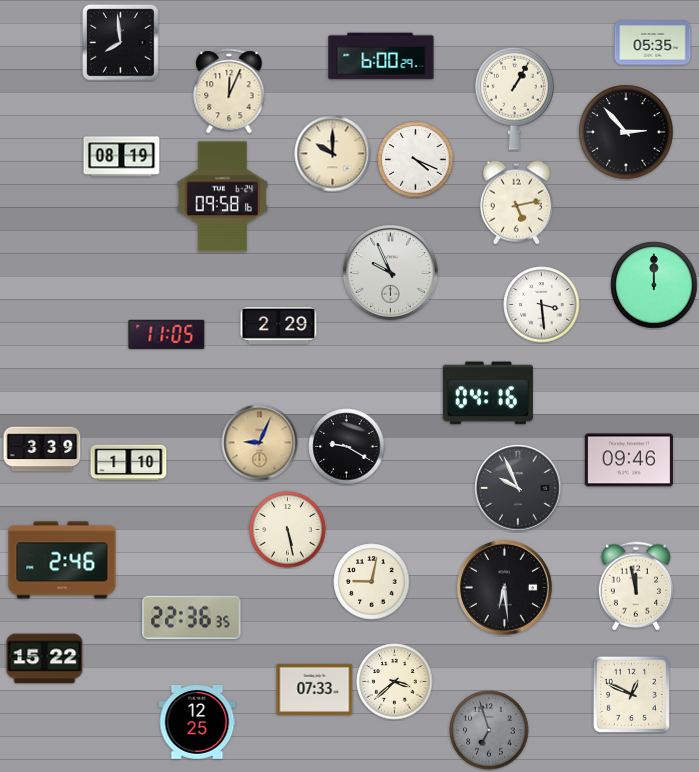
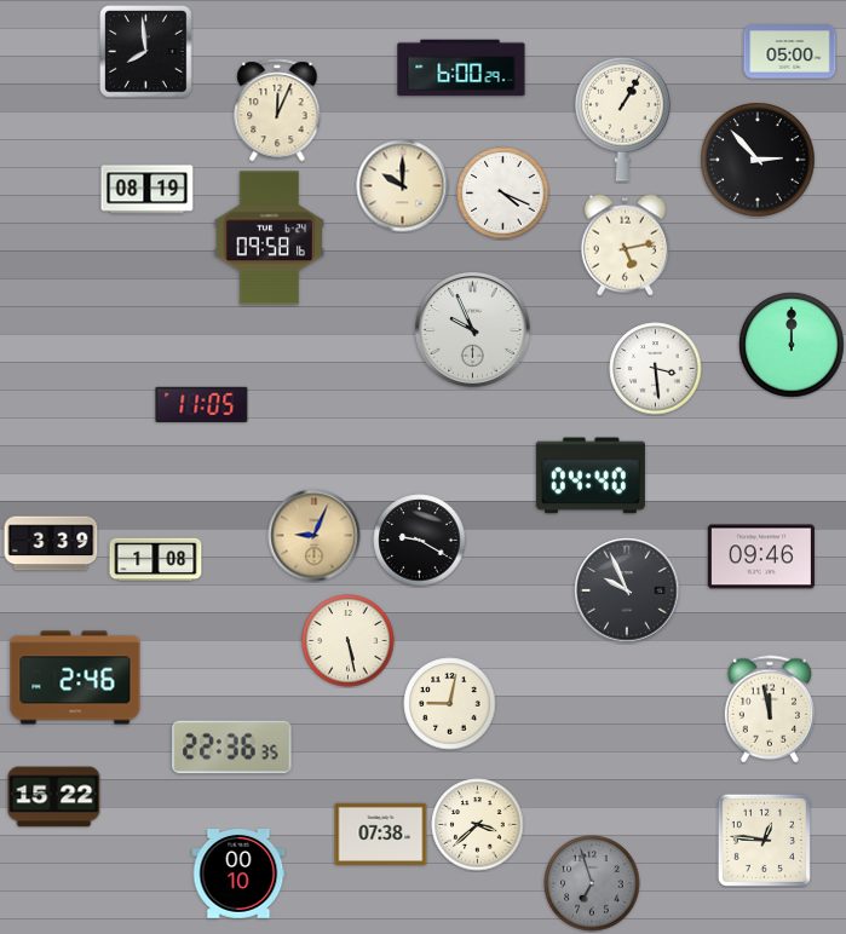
clock at (653, 43): 05:35 -> 05:00
clock at (279, 325): 2:29 -> none
clock at (488, 393): 04:16 -> 04:40
clock at (129, 463): 1:10 -> 1:08
clock at (505, 588): 6:29 -> none
clock at (315, 689): 07:33 -> 07:38
clock at (631, 694): 12:49 -> 12:46
clock at (197, 723): 12:25 -> 00:10
